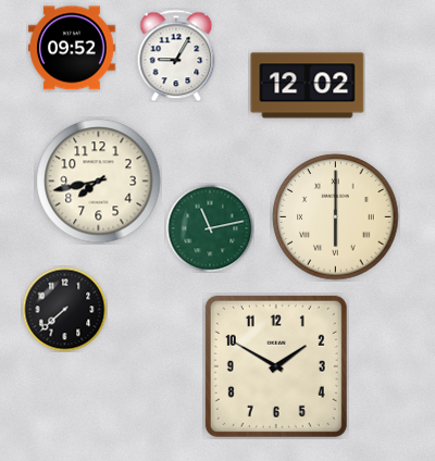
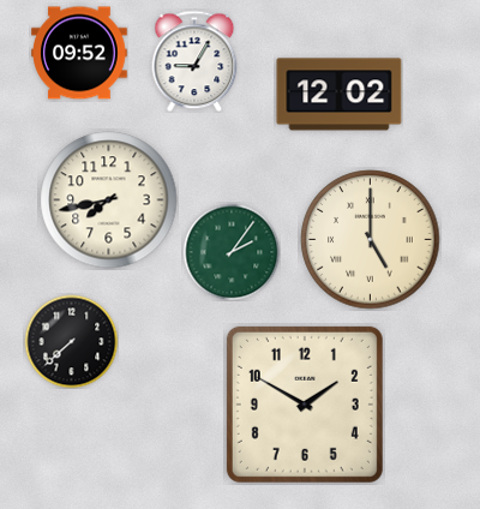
clock at (336, 217): 6:00 -> 5:00
clock at (210, 228): 11:13 -> 2:06
